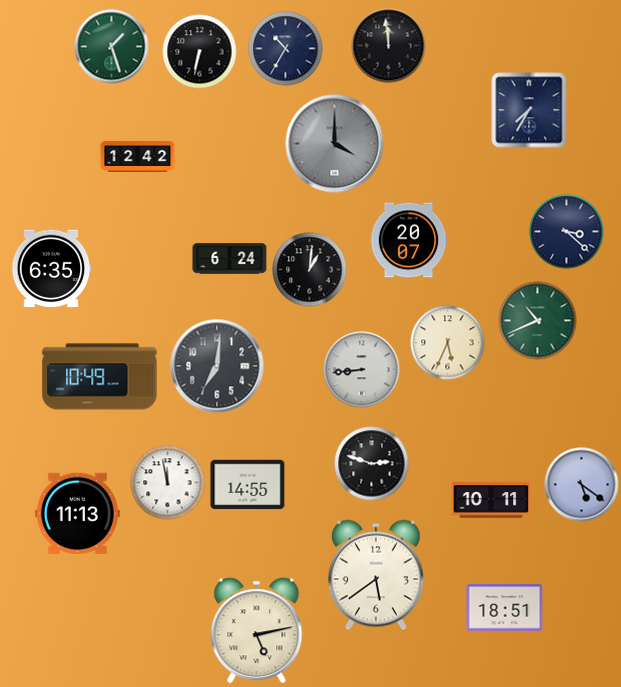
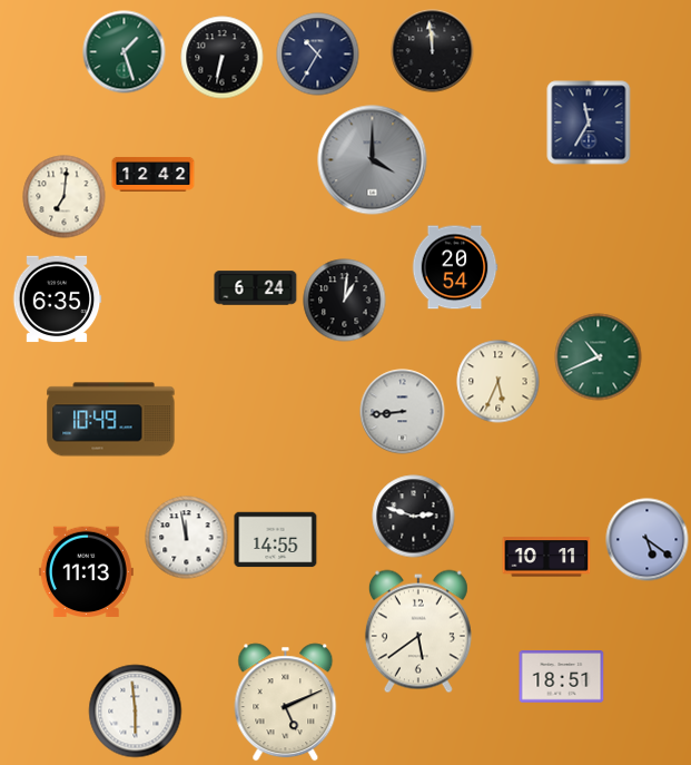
clock at (529, 110): 7:35 -> 11:35
clock at (65, 197): none -> 7:01
clock at (567, 232): 3:22 -> none
clock at (409, 240): 20:07 -> 20:54
clock at (217, 366): 7:01 -> none
clock at (376, 575) position: (376, 575) -> (418, 631)
clock at (257, 631): 5:13 -> 5:11
clock at (136, 712): none -> 5:59
